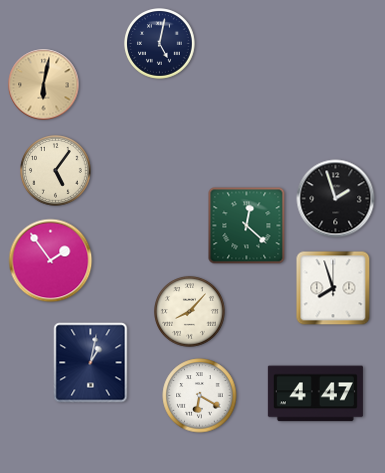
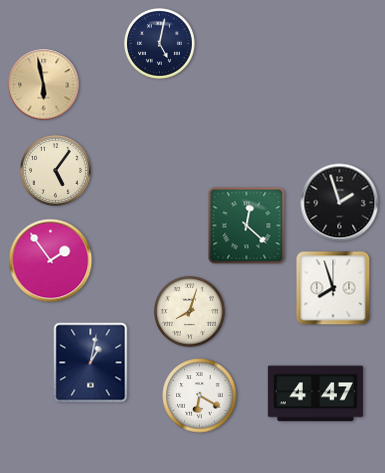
clock at (44, 85): 6:02 -> 5:58
clock at (336, 199) position: (336, 199) -> (340, 203)
clock at (190, 312): 8:07 -> 8:03
